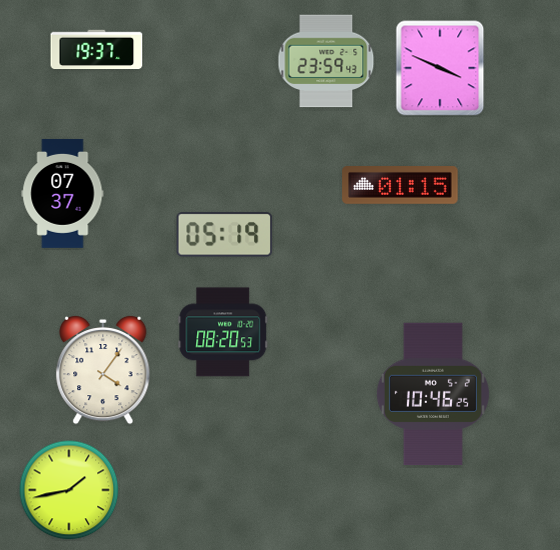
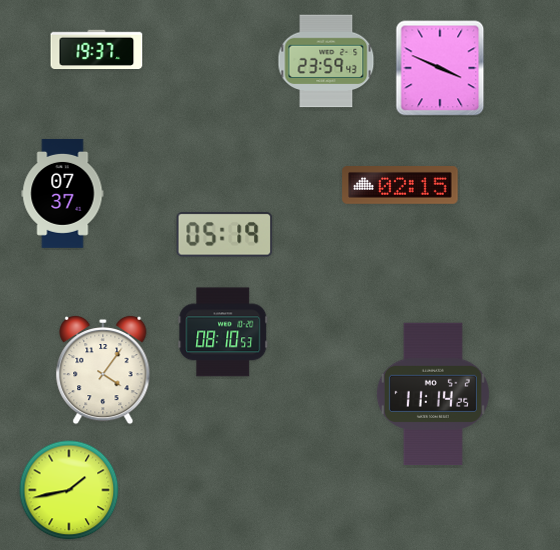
clock at (400, 186): 01:15 -> 02:15
clock at (223, 332): 08:20 -> 08:10
clock at (433, 394): 10:46 -> 11:14
